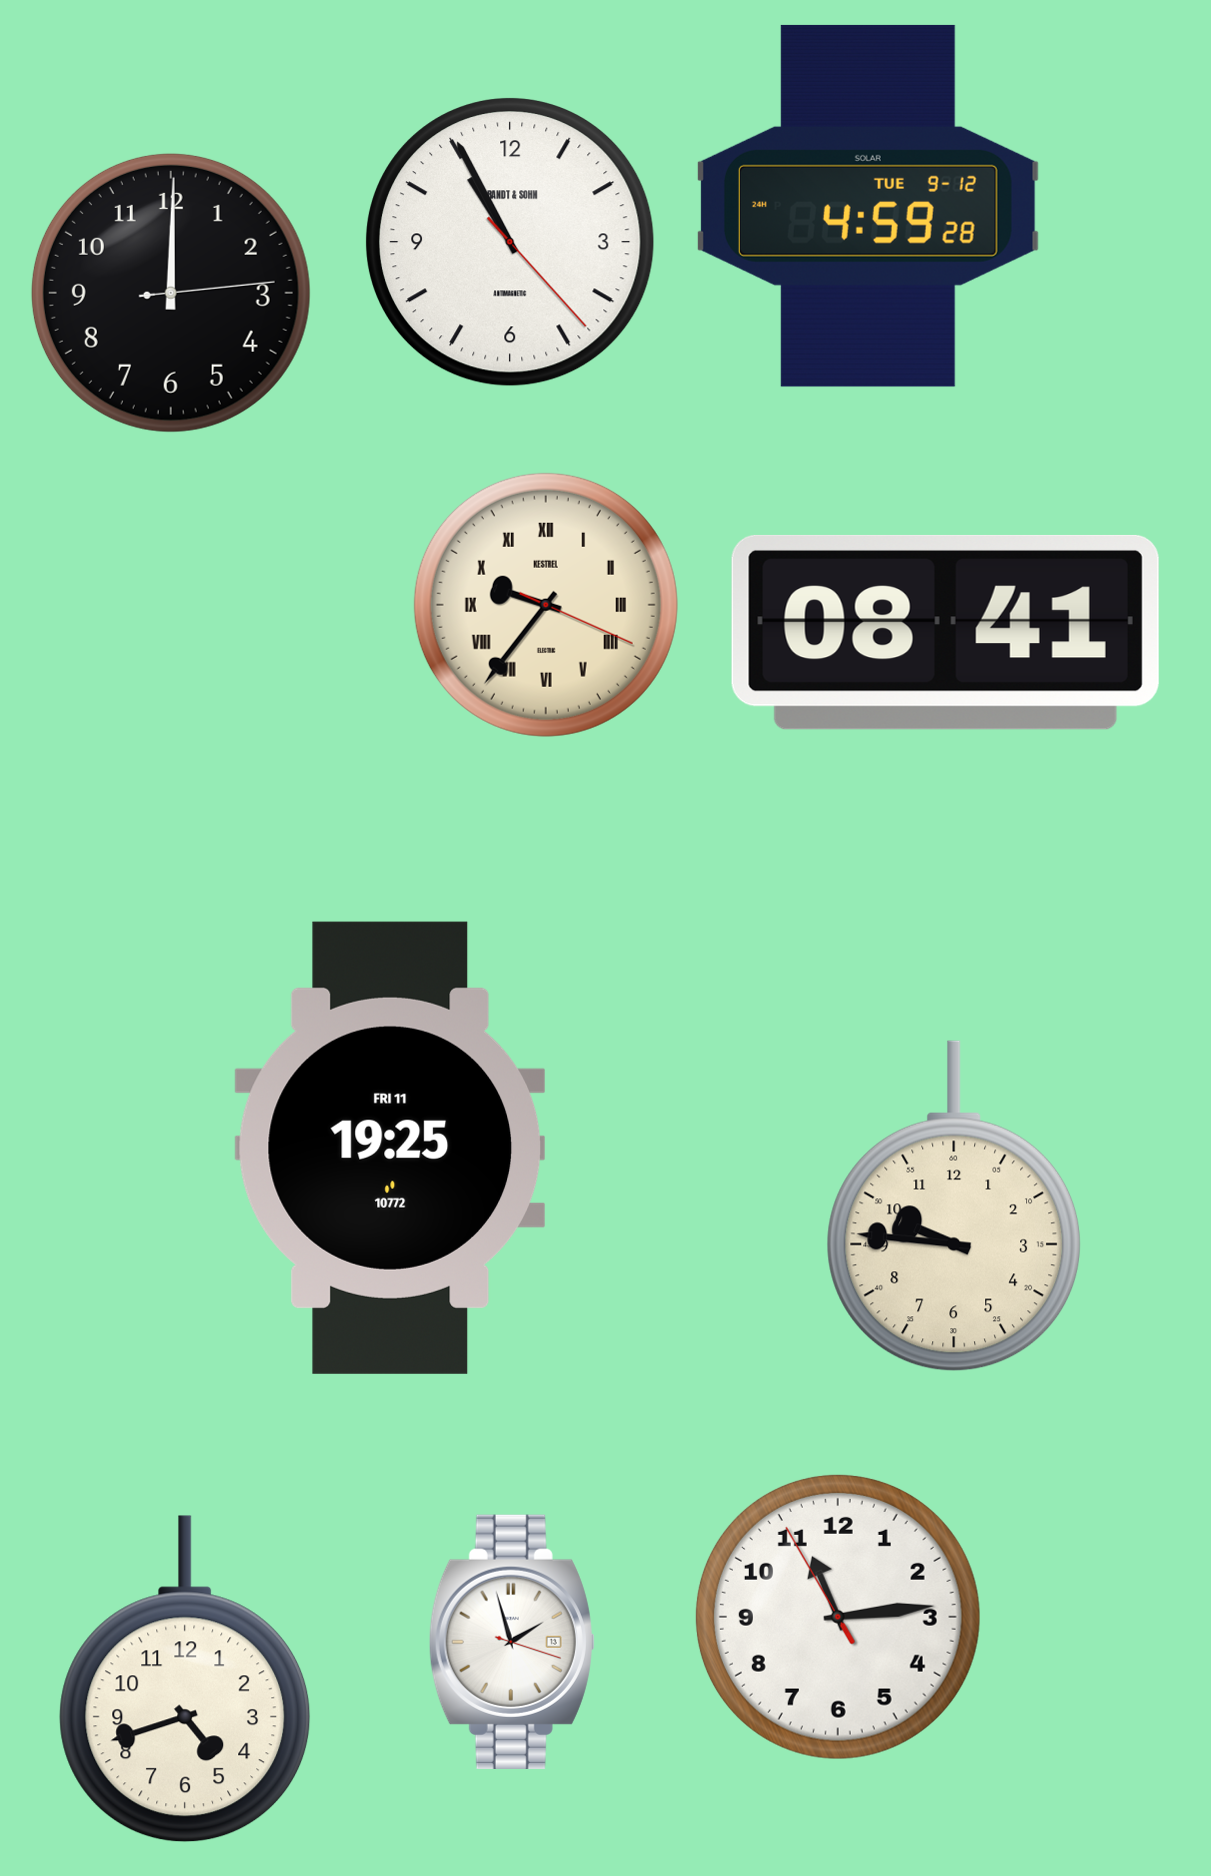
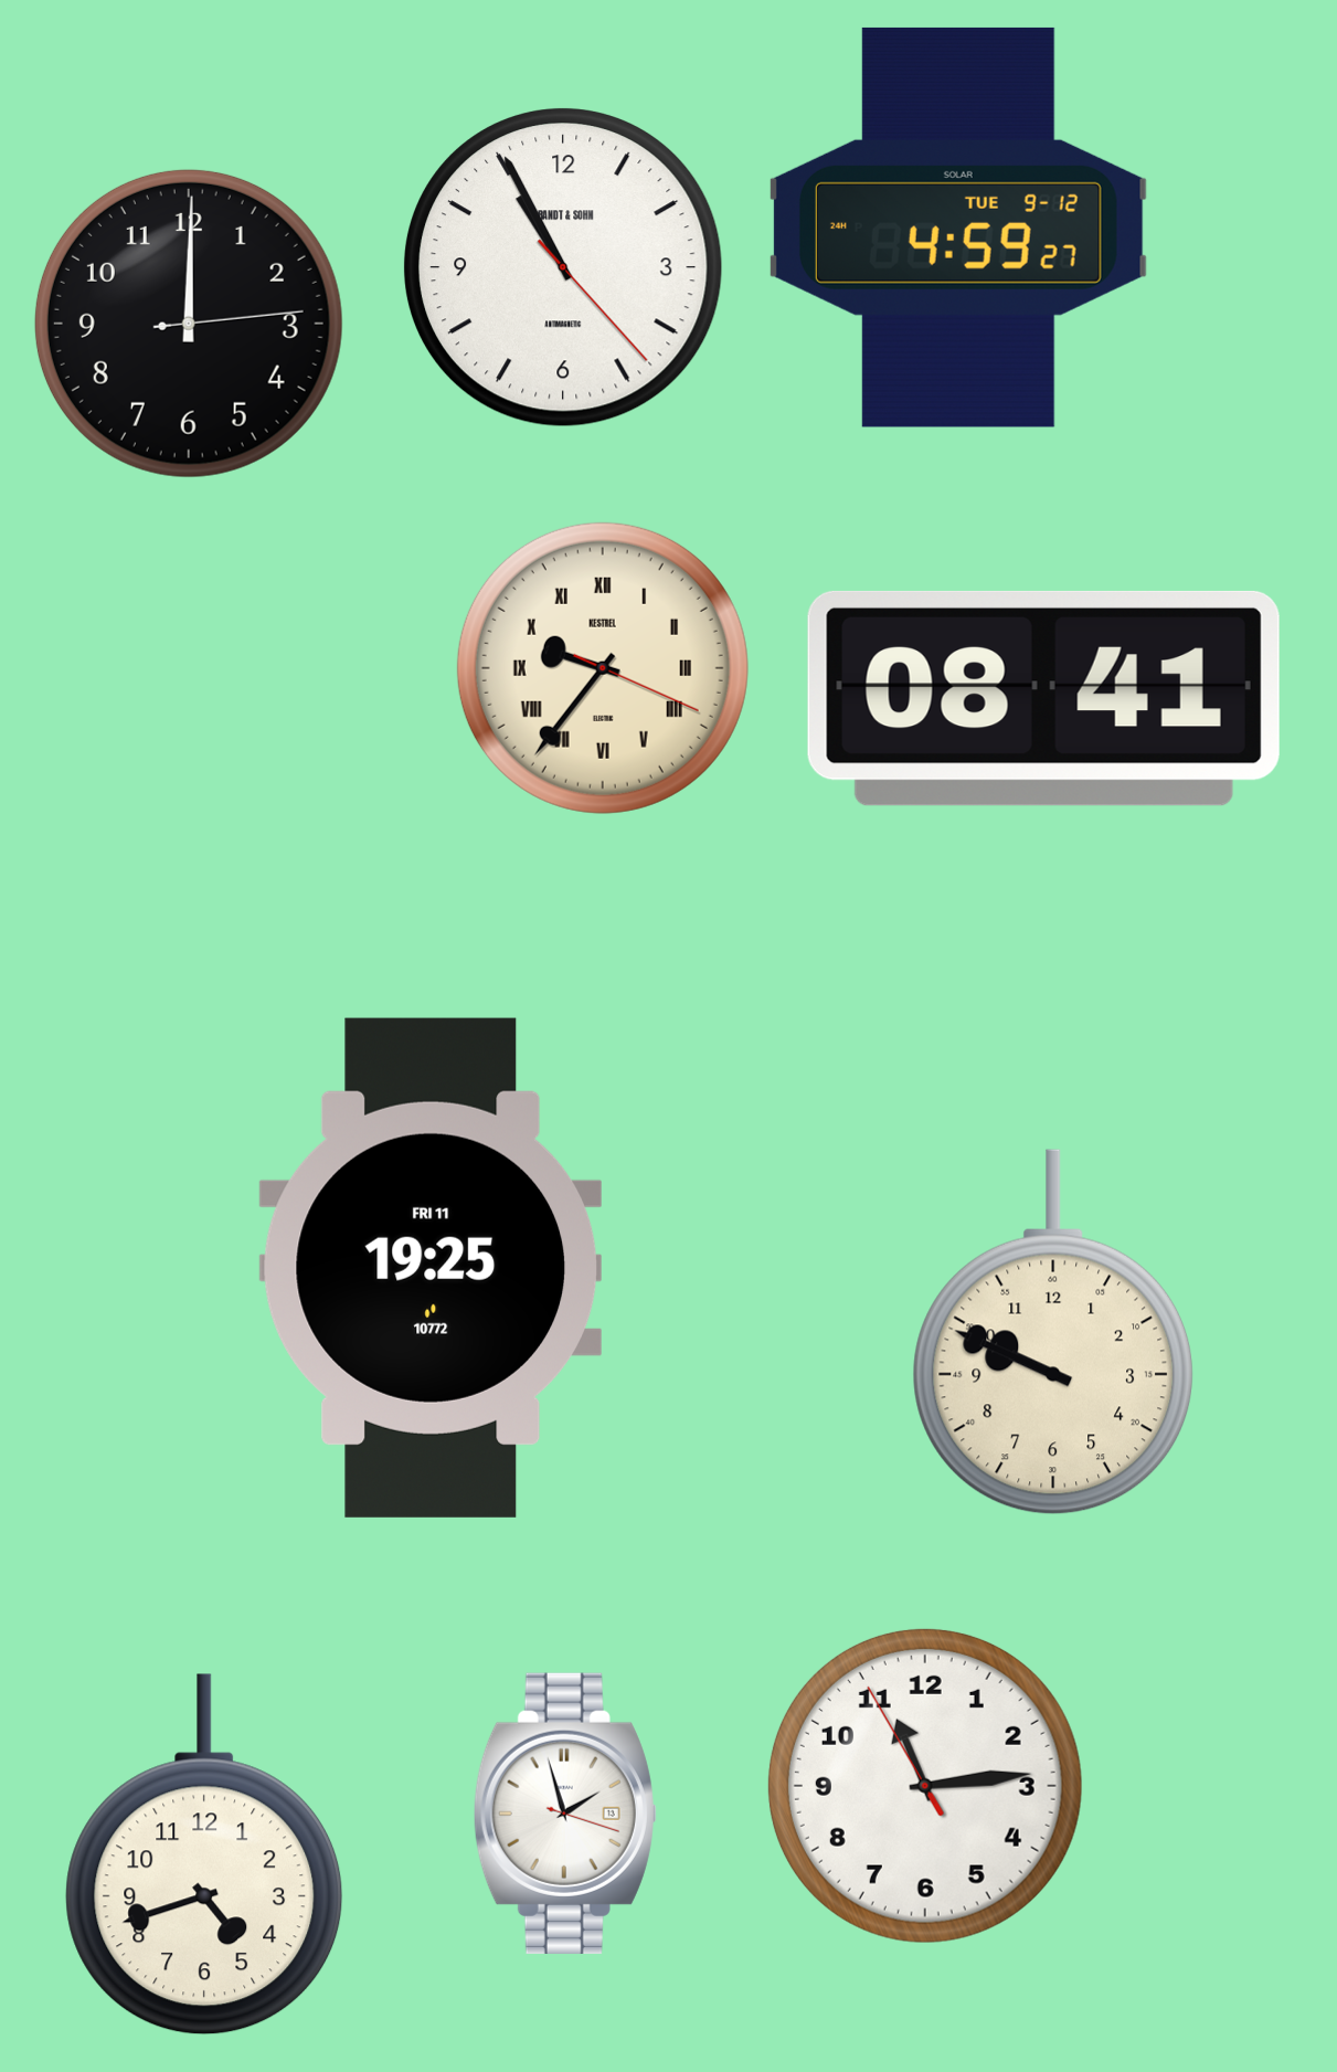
clock at (868, 206): 4:59:28 -> 4:59:27
clock at (954, 1206): 9:46 -> 9:49
